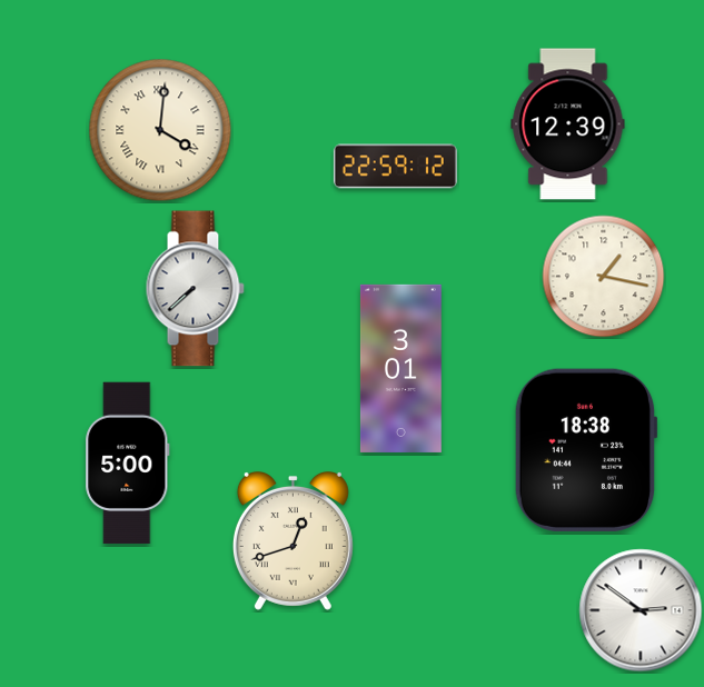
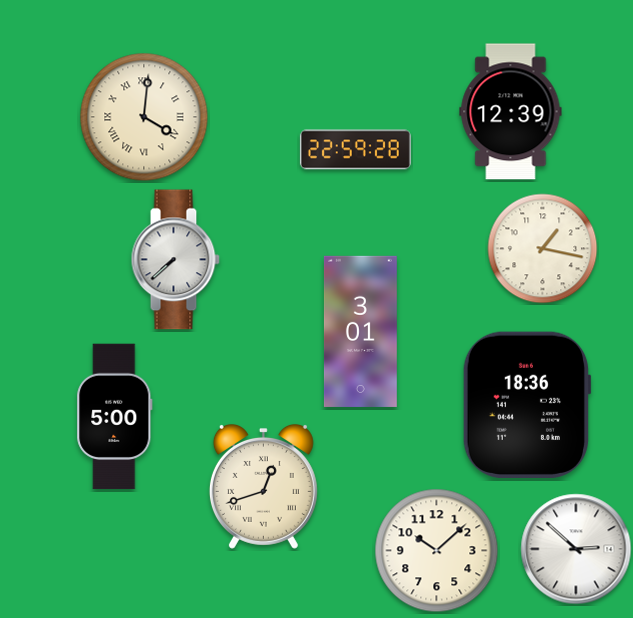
clock at (395, 167): 22:59:12 -> 22:59:28
clock at (586, 449): 18:38 -> 18:36
clock at (641, 610): 2:51 -> 2:52
clock at (437, 551): none -> 10:08
